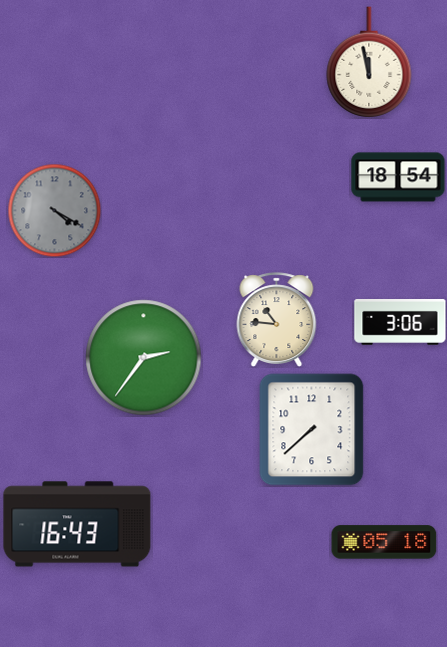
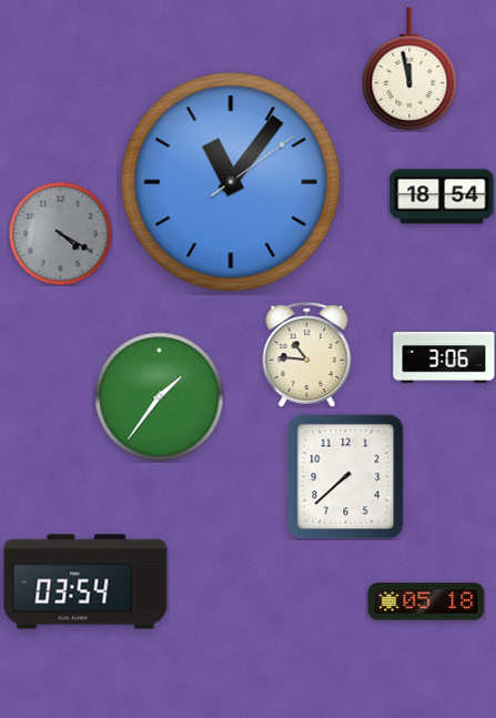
clock at (231, 182): none -> 11:06
clock at (144, 358): 2:36 -> 1:36
clock at (77, 524): 16:43 -> 03:54
